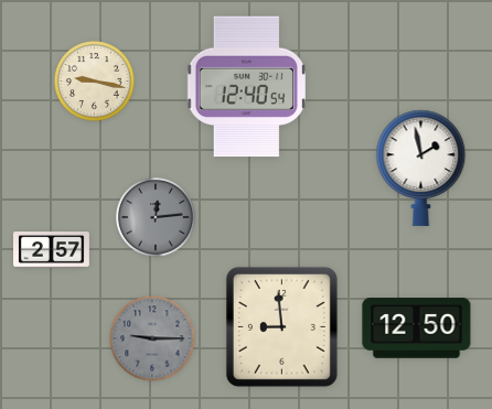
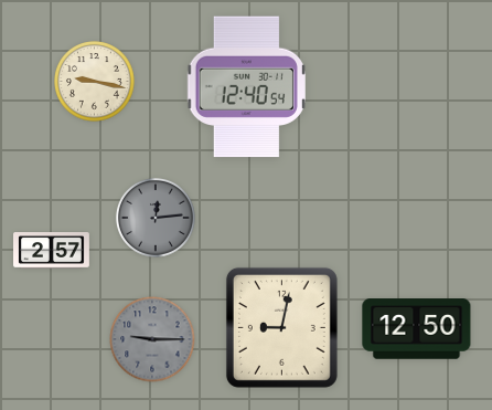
clock at (421, 168): 1:58 -> none
clock at (281, 326): 8:59 -> 9:02
